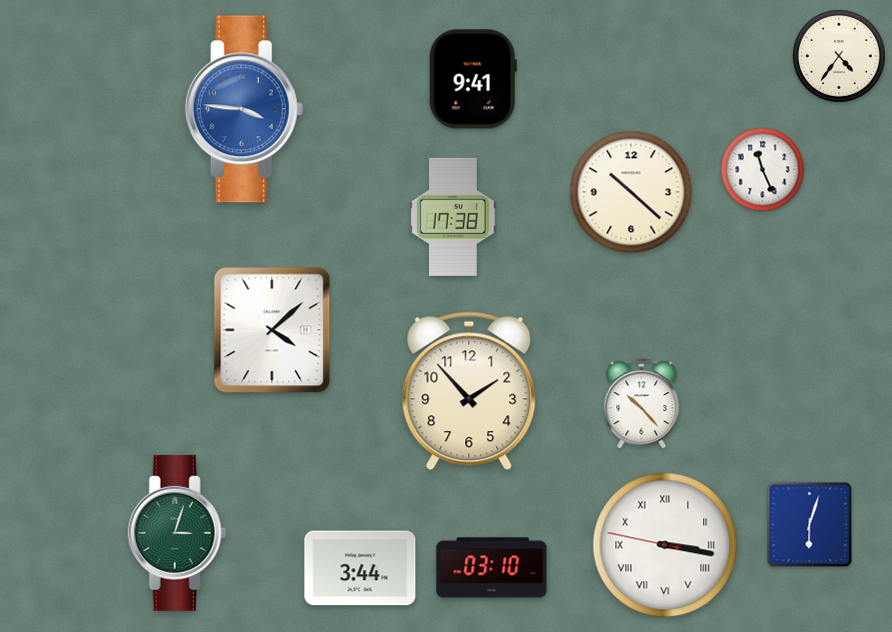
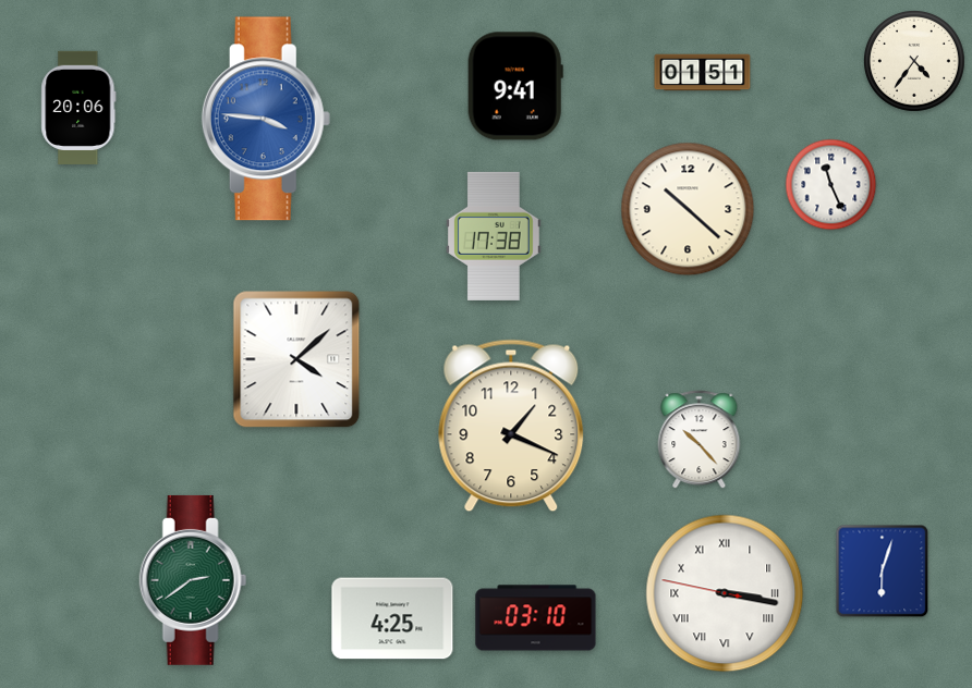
clock at (703, 73): none -> 01:51
clock at (78, 108): none -> 20:06
clock at (469, 391): 1:53 -> 1:19
clock at (177, 533): 3:03 -> 2:39
clock at (360, 568): 3:44 -> 4:25
